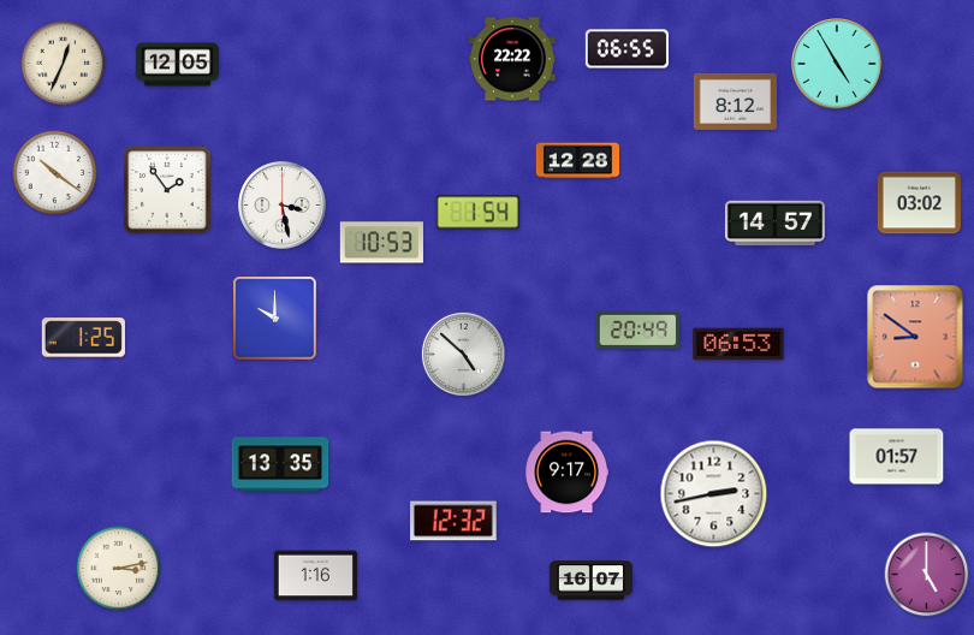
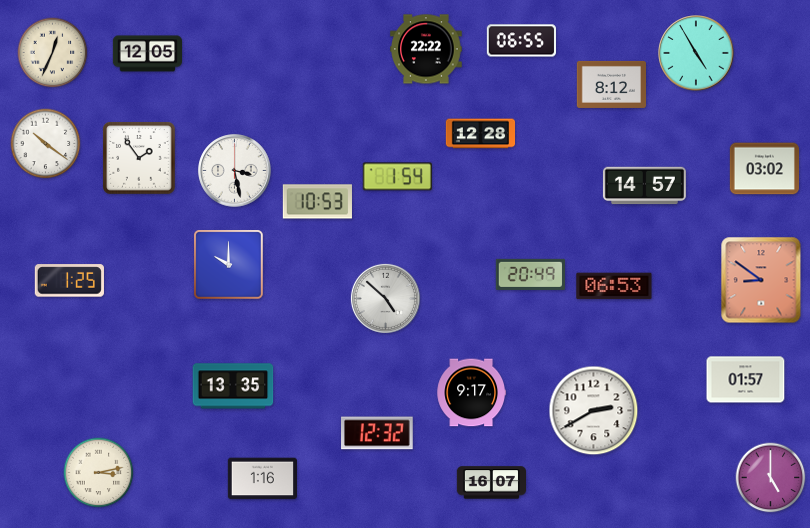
clock at (463, 354) position: (463, 354) -> (385, 298)
clock at (714, 494): 2:43 -> 2:40
